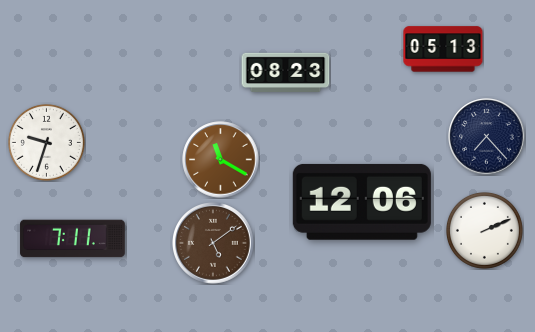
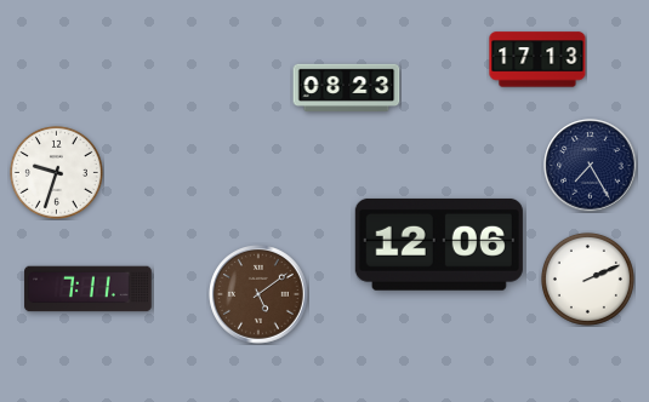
clock at (443, 49): 05:13 -> 17:13
clock at (487, 137): 7:23 -> 7:25
clock at (221, 160): 11:20 -> none
